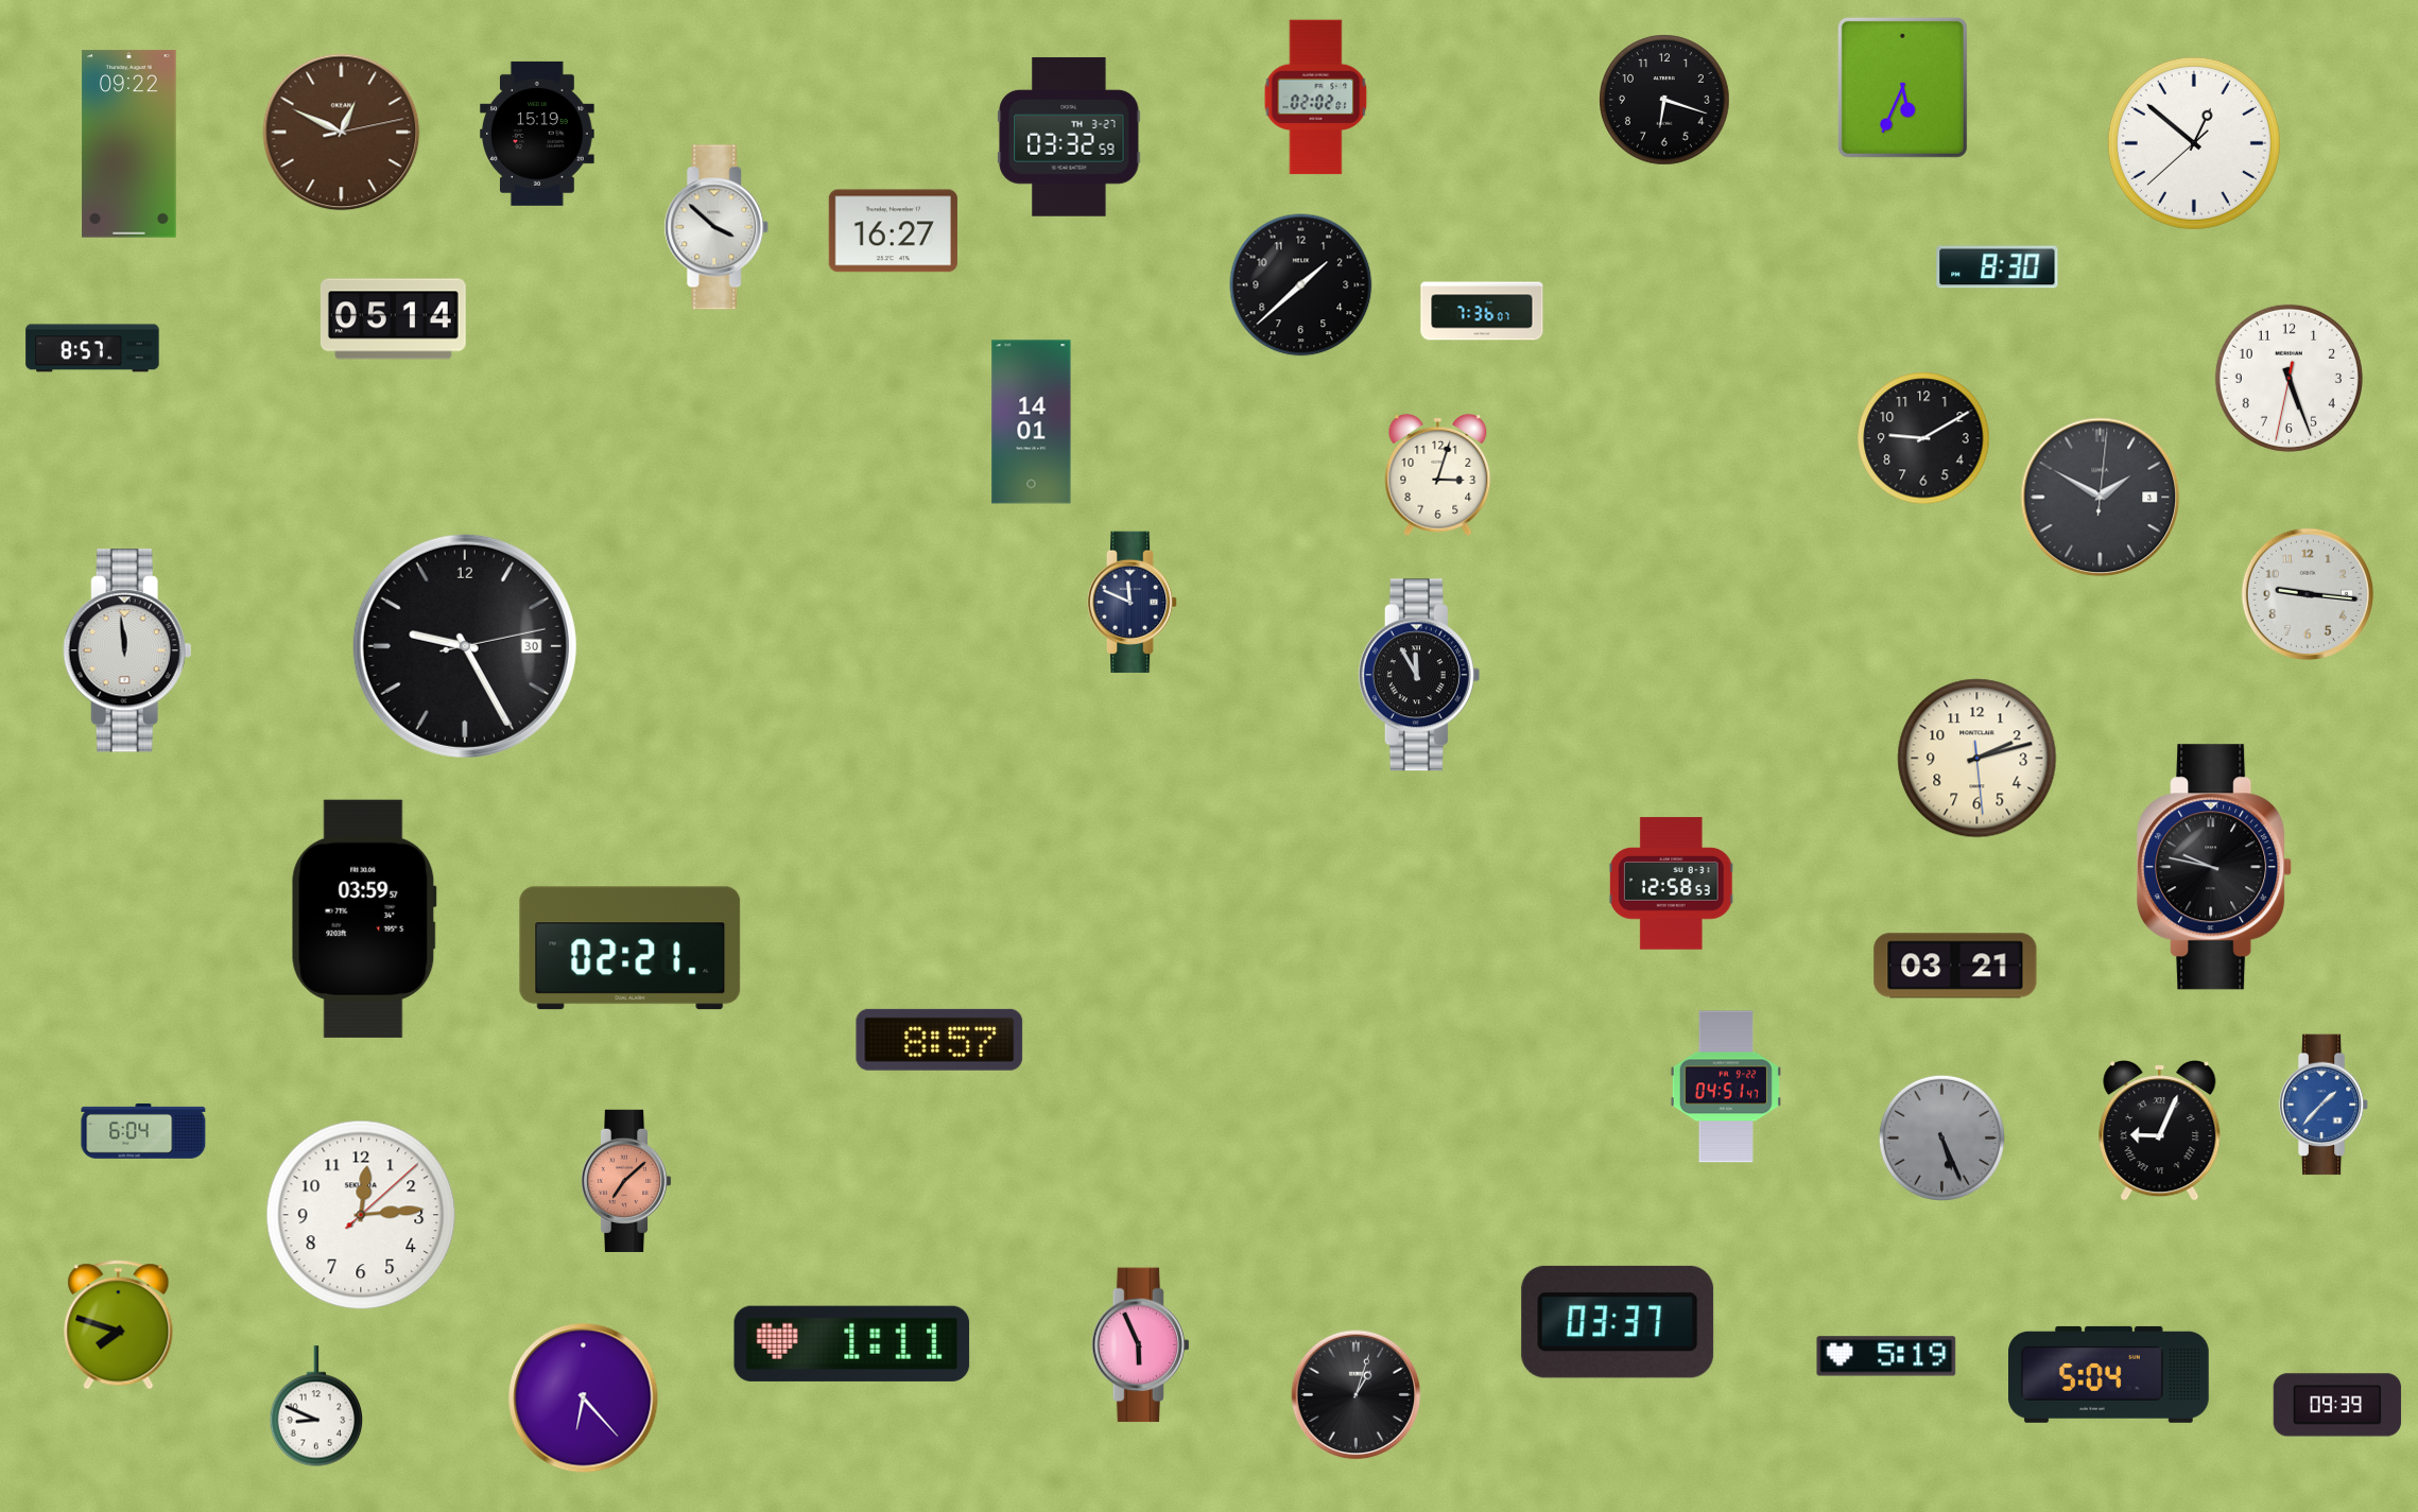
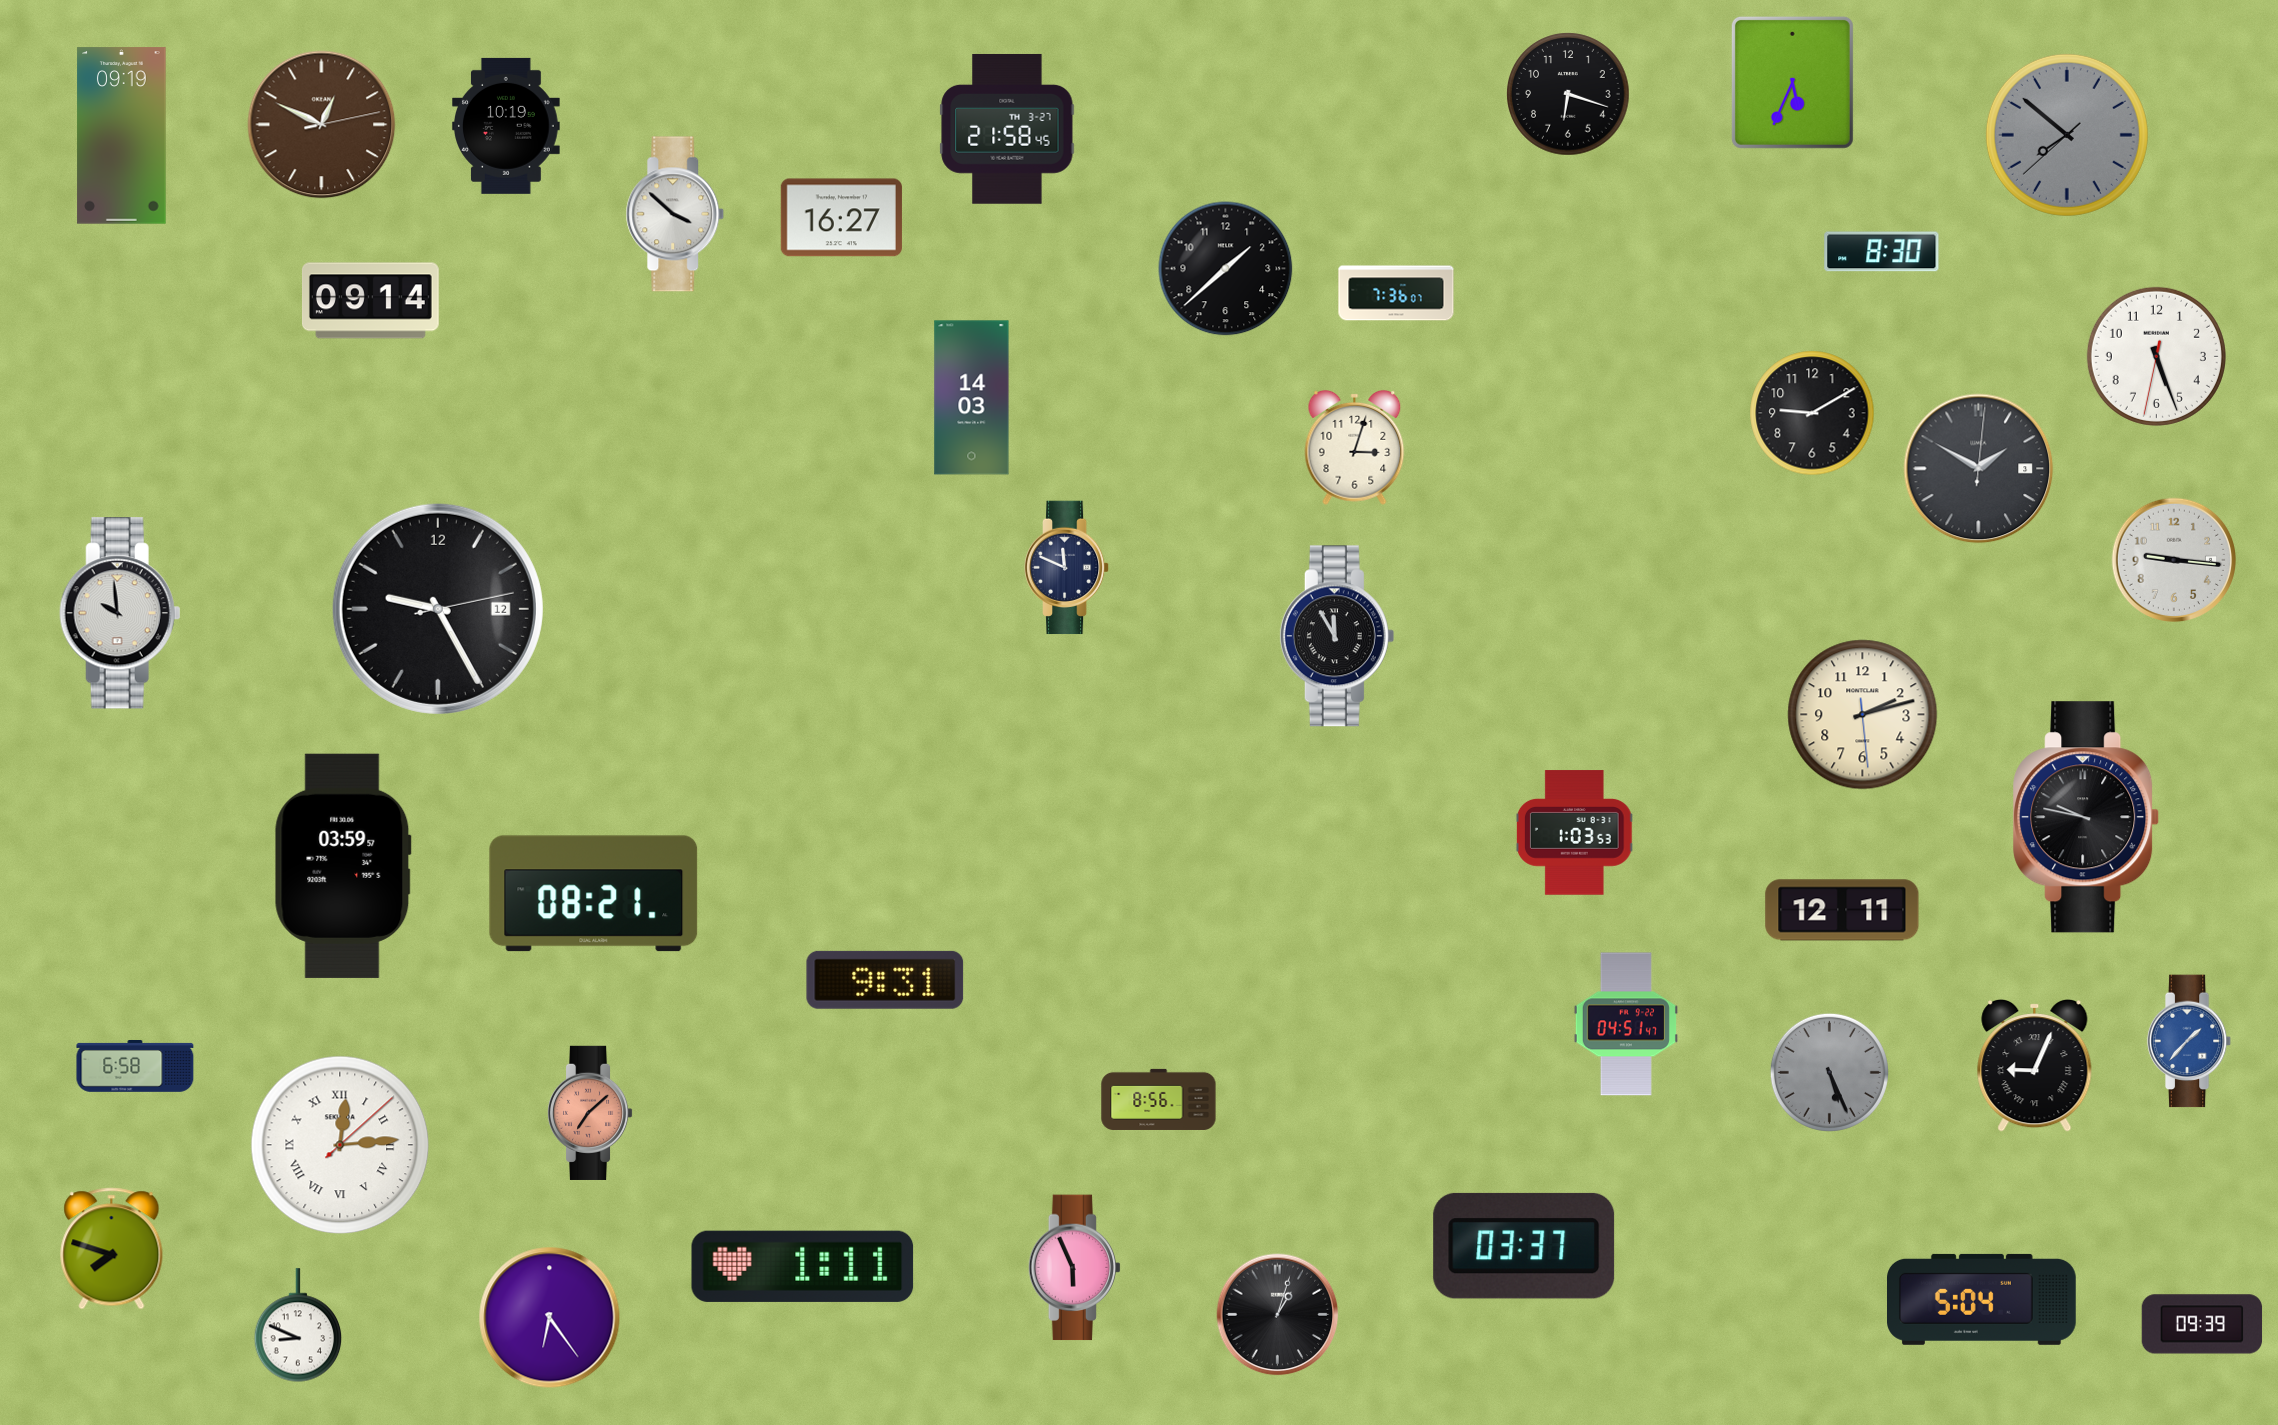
clock at (1316, 98): 02:02 -> none
clock at (538, 134): 15:19 -> 10:19
clock at (1069, 137): 03:32 -> 21:58
clock at (2194, 143): 12:51 -> 7:51
clock at (2194, 143) dial: white -> grey
clock at (129, 144): 09:22 -> 09:19
clock at (393, 319): 05:14 -> 09:14
clock at (92, 348): 8:57 -> none
clock at (1032, 422): 14:01 -> 14:03
clock at (465, 646) date: 30 -> 12
clock at (127, 650): 11:59 -> 9:59
clock at (1671, 884): 12:58 -> 1:03
clock at (631, 949): 02:21 -> 08:21
clock at (1955, 966): 03:21 -> 12:11
clock at (939, 1040): 8:57 -> 9:31
clock at (143, 1132): 6:04 -> 6:58
clock at (1159, 1099): none -> 8:56
clock at (361, 1215) numerals: Arabic -> Roman
clock at (1886, 1356): 5:19 -> none
clock at (2109, 1374) position: (2109, 1374) -> (1982, 1299)
clock at (584, 1398): 6:23 -> 6:24
